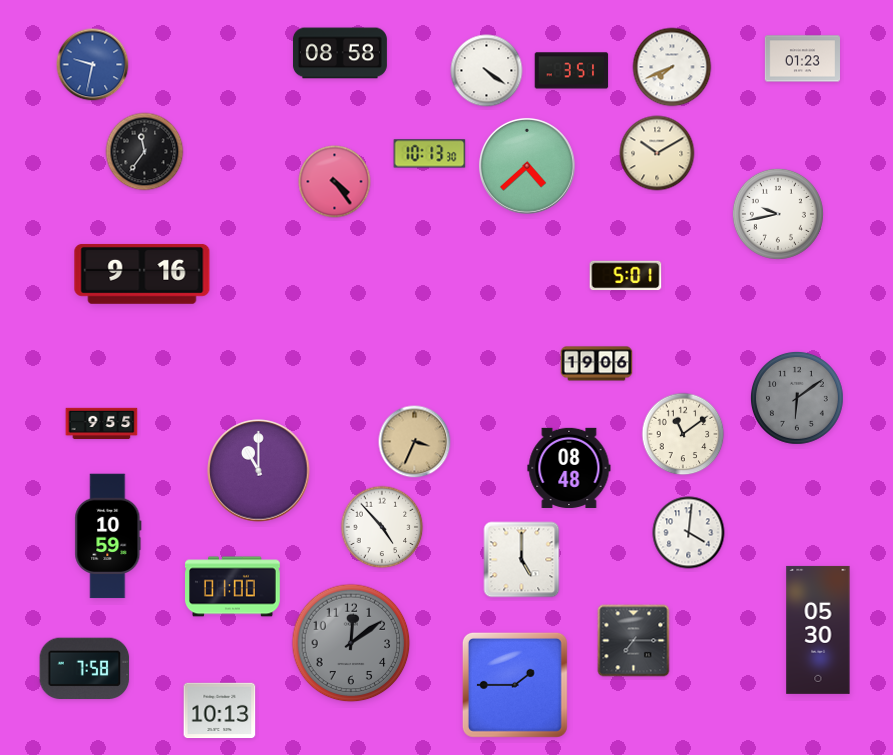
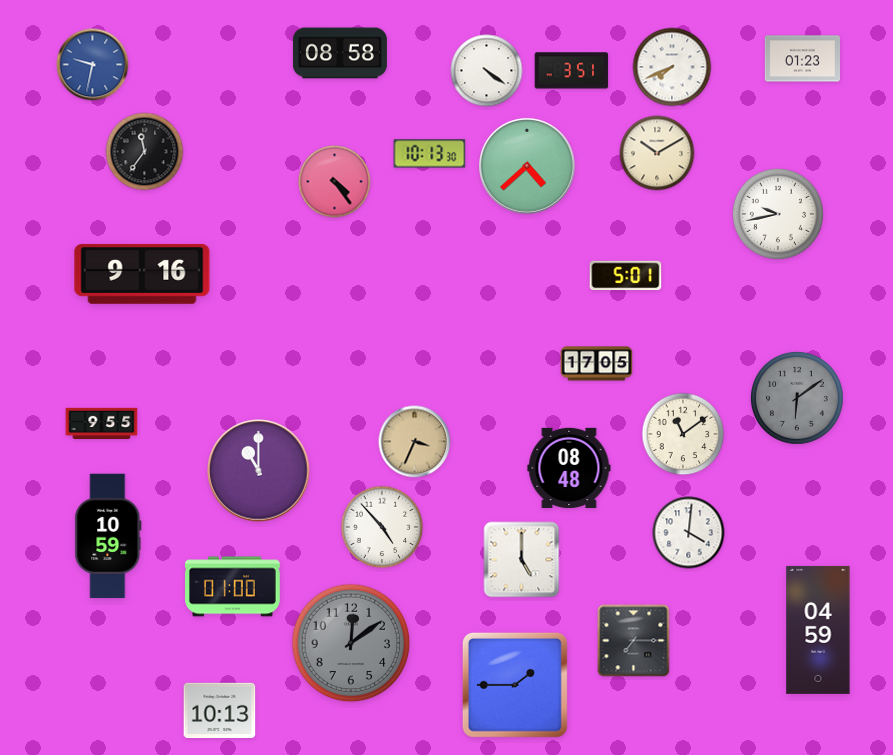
clock at (597, 364): 19:06 -> 17:05
clock at (818, 630): 05:30 -> 04:59
clock at (85, 669): 7:58 -> none
